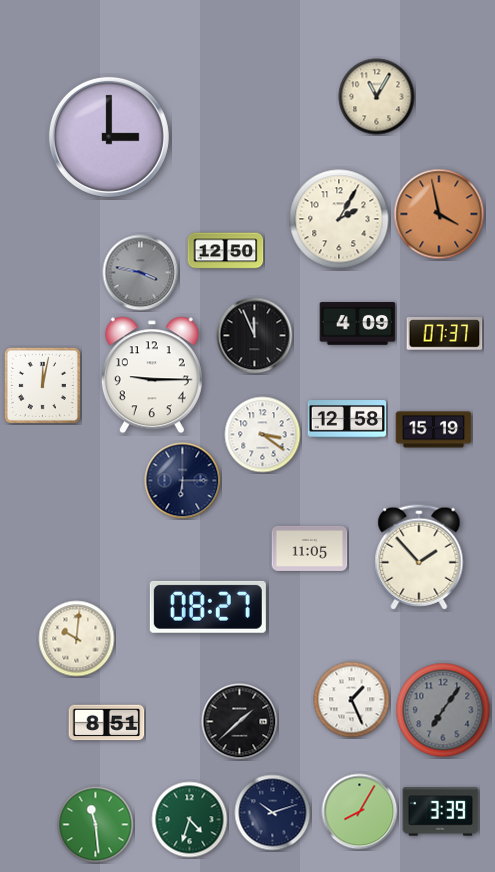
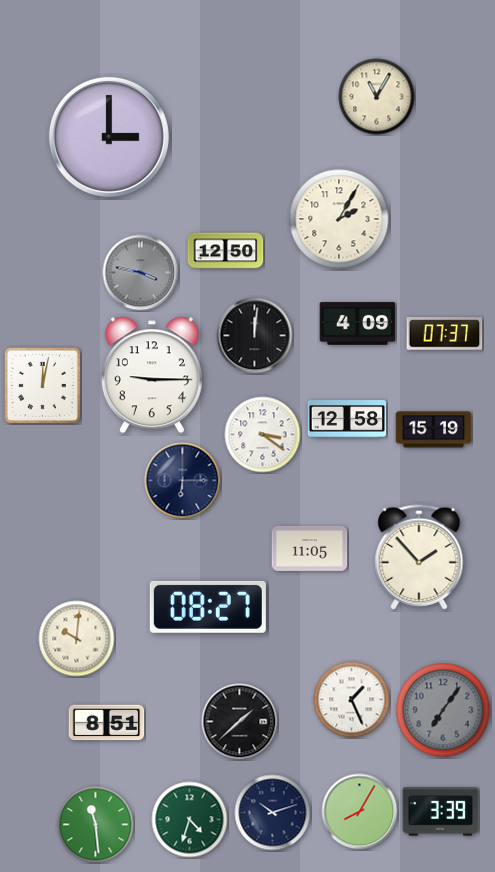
clock at (439, 214): 3:58 -> none
clock at (255, 336): 11:56 -> 12:01
